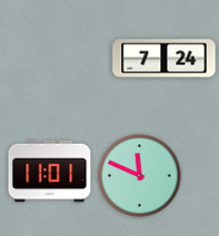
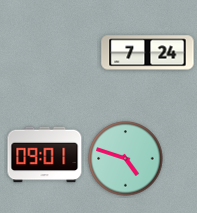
clock at (50, 172): 11:01 -> 09:01
clock at (140, 176): 11:49 -> 4:48
